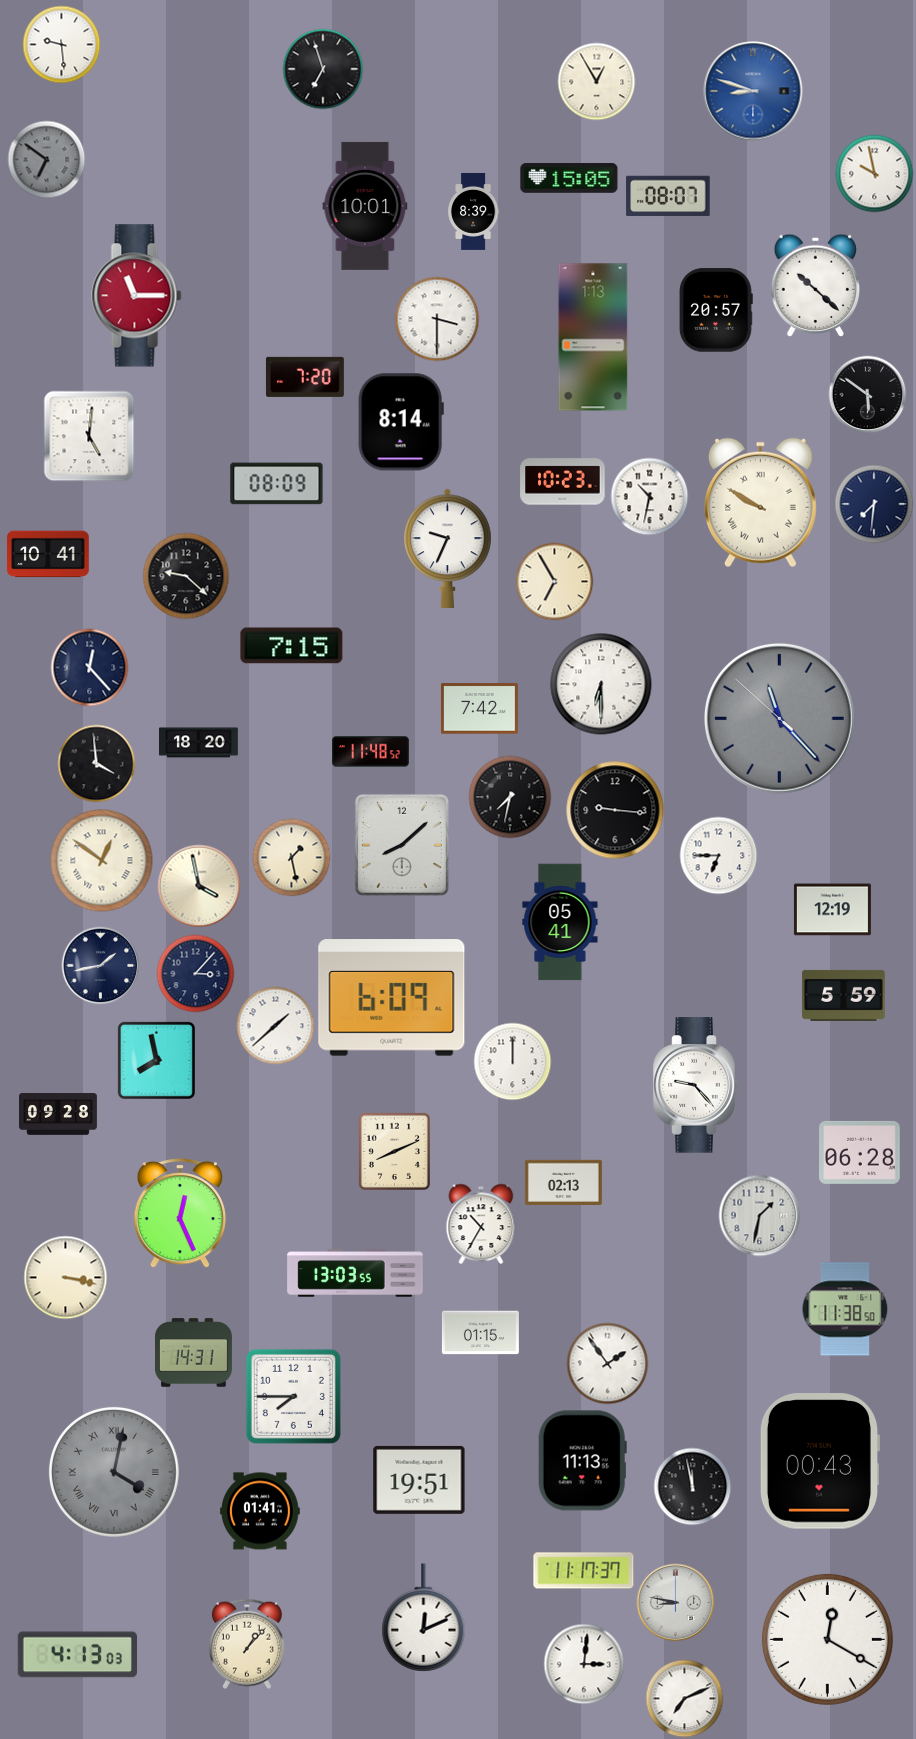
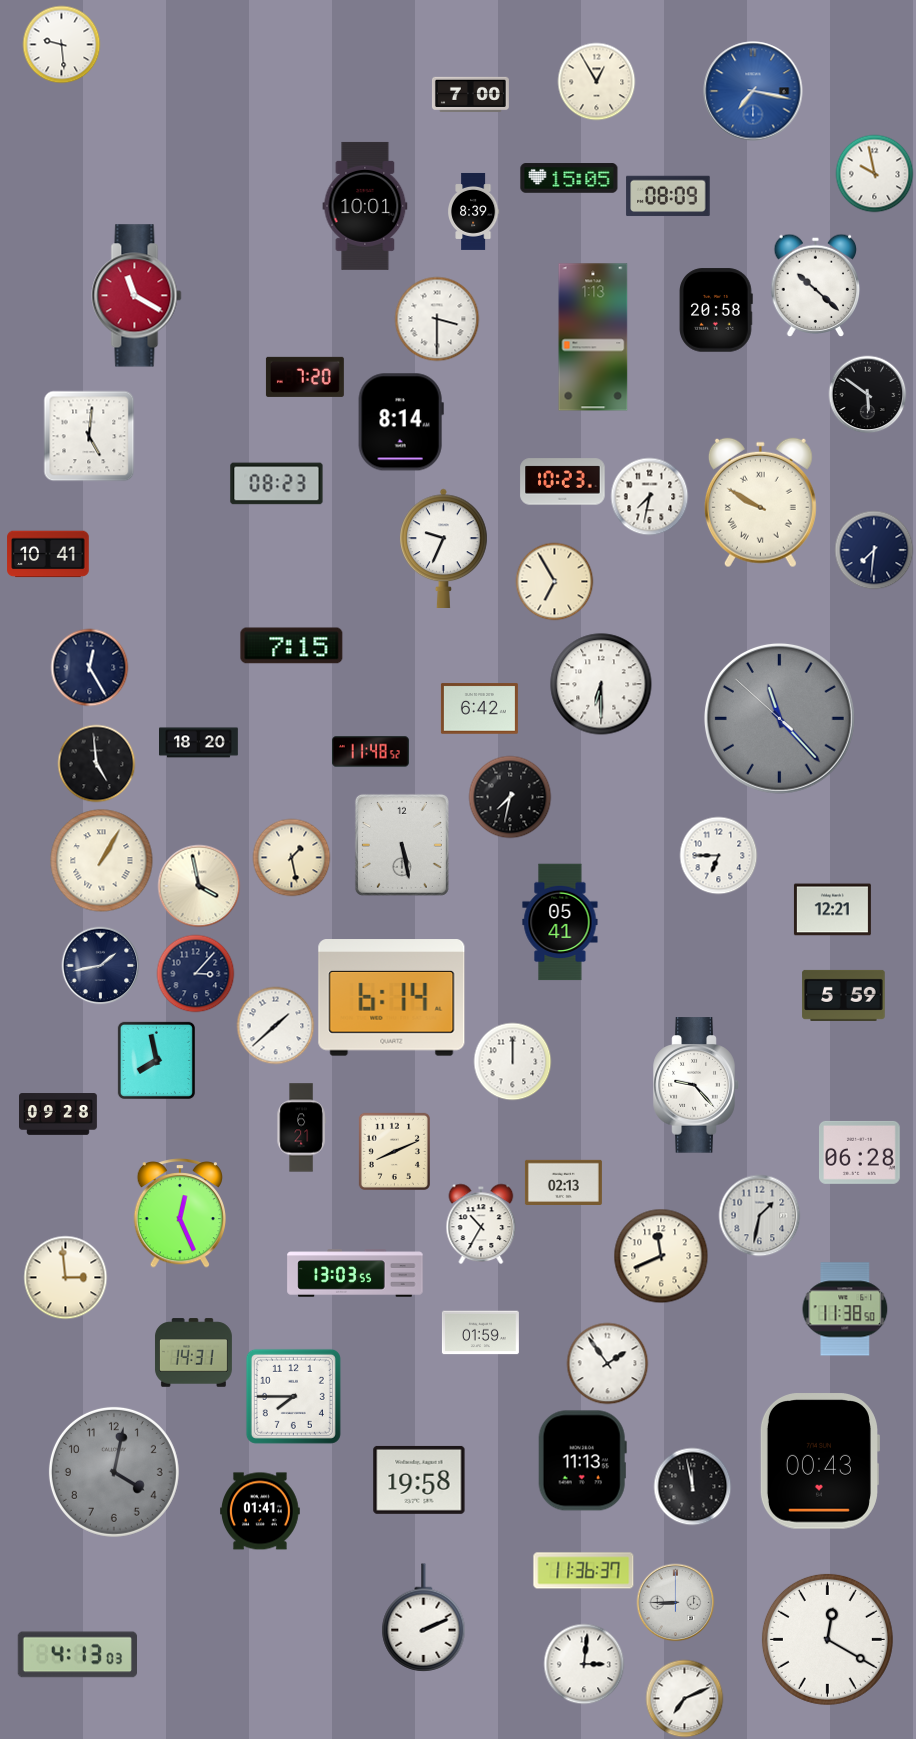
clock at (323, 69): 6:57 -> none
clock at (753, 91): 8:48 -> 7:17
clock at (470, 94): none -> 7:00
clock at (46, 159): 6:51 -> none
clock at (668, 196): 08:07 -> 08:09
clock at (137, 296): 11:15 -> 11:20
clock at (716, 310): 20:57 -> 20:58
clock at (277, 484): 08:09 -> 08:23
clock at (649, 496): 10:32 -> 7:32
clock at (874, 504) position: (874, 504) -> (874, 550)
clock at (448, 548) position: (448, 548) -> (444, 548)
clock at (186, 576): 9:22 -> none
clock at (89, 667): 12:23 -> 12:25
clock at (479, 709): 7:42 -> 6:42
clock at (96, 763): 3:59 -> 4:59
clock at (615, 810): 9:16 -> none
clock at (402, 845): 8:08 -> 5:28
clock at (102, 861): 12:51 -> 1:05
clock at (832, 910): 12:19 -> 12:21
clock at (392, 998): 6:09 -> 6:14
clock at (301, 1128): none -> 6:21
clock at (661, 1256): none -> 11:41
clock at (65, 1277): 3:17 -> 2:59
clock at (480, 1333): 01:15 -> 01:59
clock at (114, 1472) numerals: Roman -> Arabic
clock at (419, 1480): 19:51 -> 19:58
clock at (584, 1571): 11:17 -> 11:36
clock at (675, 1602): 8:47 -> 8:45
clock at (424, 1618): 12:11 -> 2:11
clock at (247, 1644): 1:07 -> none
